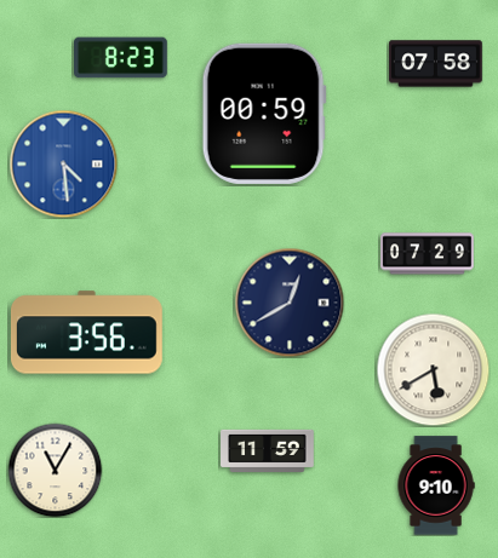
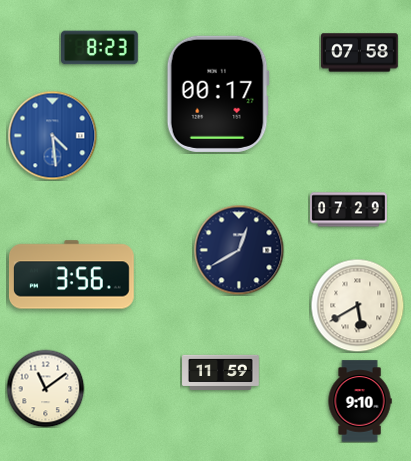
clock at (264, 114): 00:59 -> 00:17
clock at (428, 254) position: (428, 254) -> (349, 210)
clock at (55, 470): 11:05 -> 11:09
